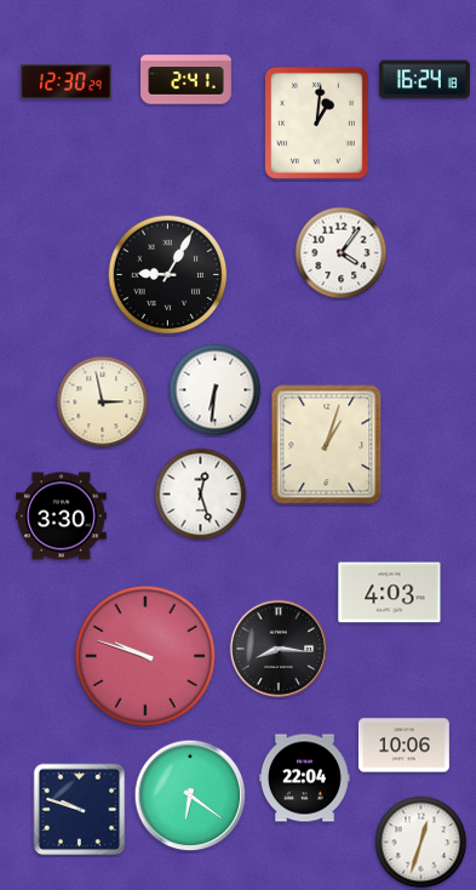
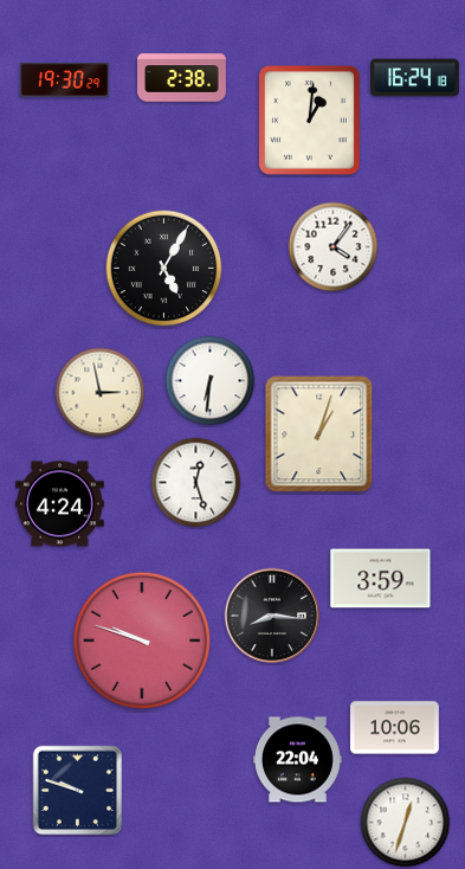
clock at (187, 80): 2:41 -> 2:38
clock at (67, 82): 12:30 -> 19:30
clock at (168, 275): 9:05 -> 5:05
clock at (61, 517): 3:30 -> 4:24
clock at (390, 593): 4:03 -> 3:59
clock at (279, 649) position: (279, 649) -> (272, 616)
clock at (190, 795): 6:21 -> none
clock at (421, 843) position: (421, 843) -> (406, 823)
